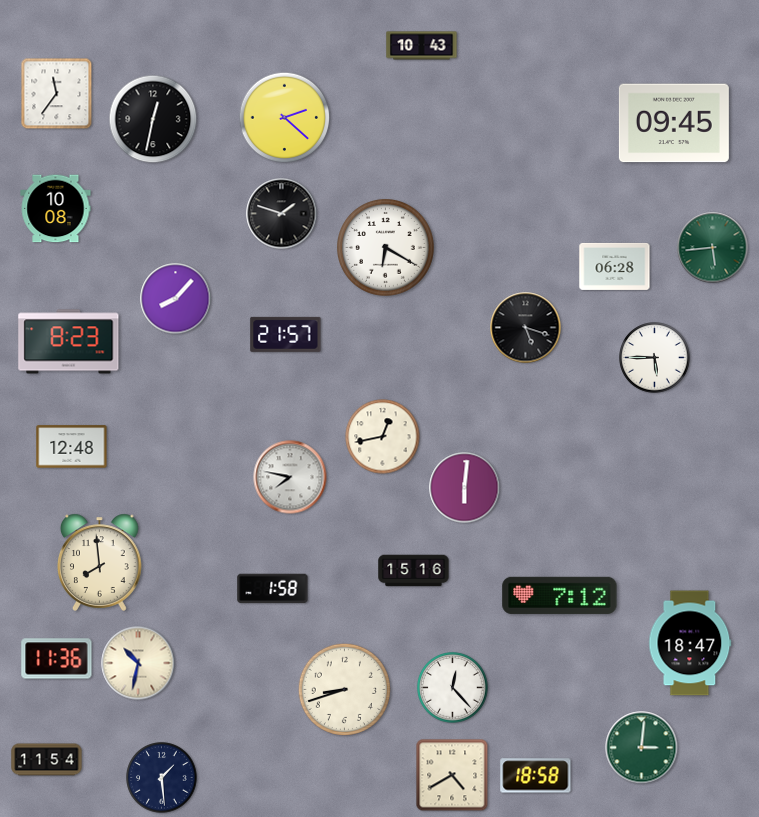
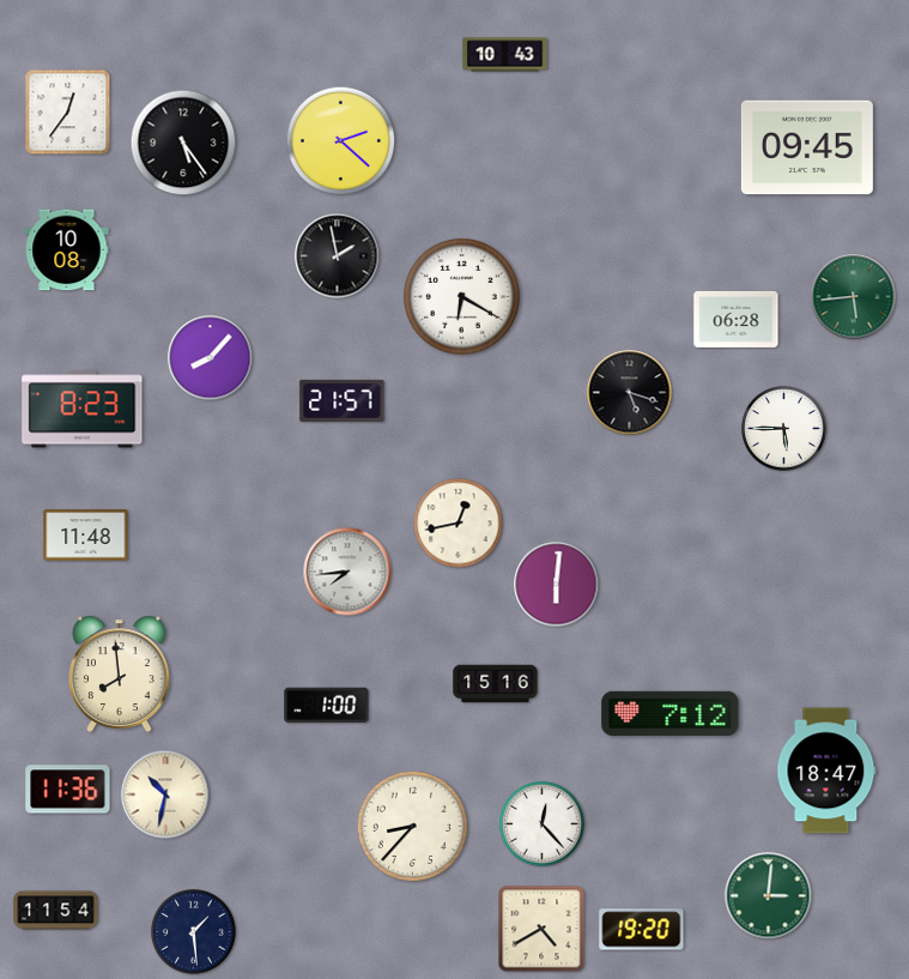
clock at (57, 94): 11:36 -> 12:36
clock at (153, 119): 12:32 -> 5:24
clock at (282, 214): 1:48 -> 1:58
clock at (72, 447): 12:48 -> 11:48
clock at (290, 477): 7:47 -> 7:44
clock at (273, 589): 1:58 -> 1:00
clock at (344, 689): 8:42 -> 8:37
clock at (536, 776): 18:58 -> 19:20
